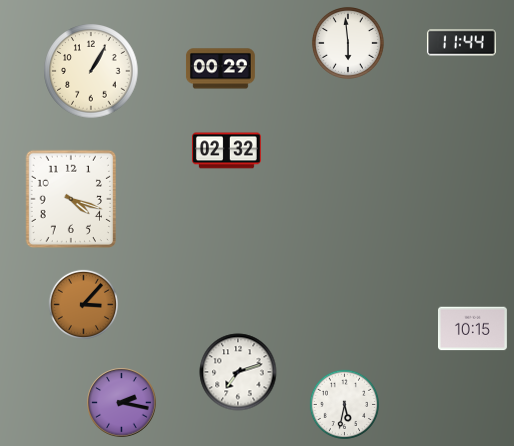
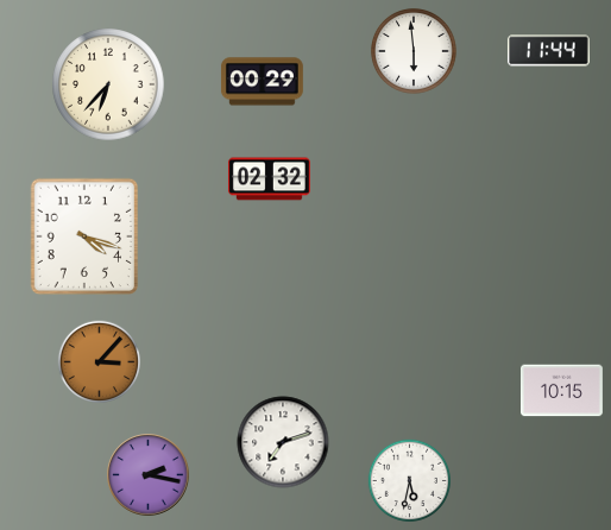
clock at (91, 71): 1:05 -> 6:37
clock at (122, 403) position: (122, 403) -> (149, 475)
